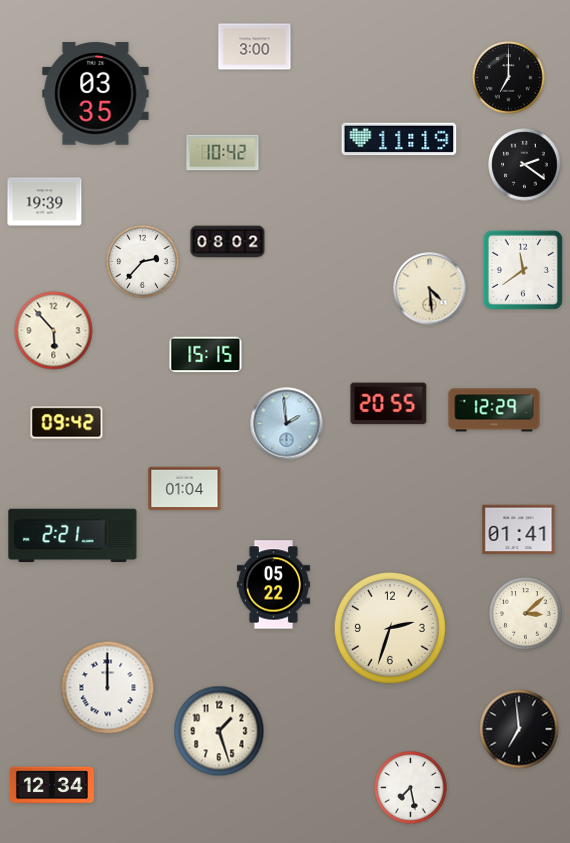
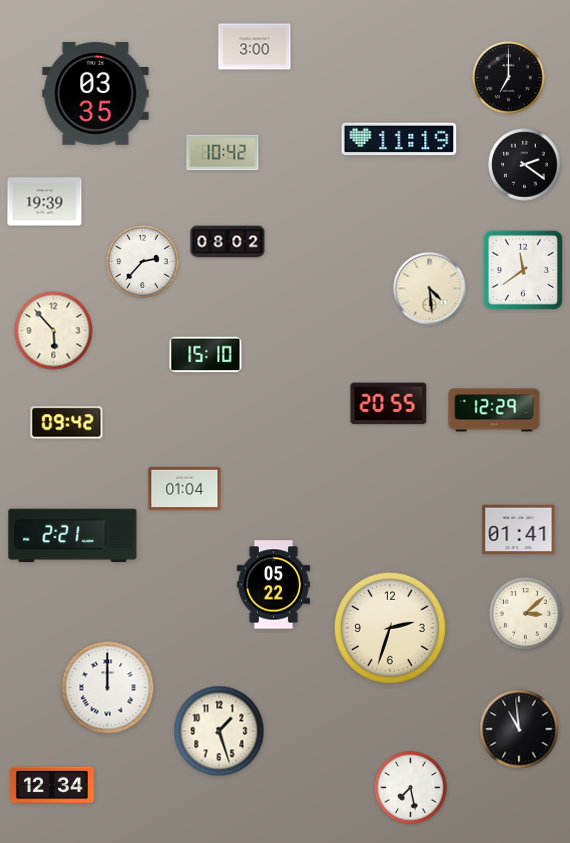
clock at (206, 355): 15:15 -> 15:10
clock at (287, 424): 1:59 -> none
clock at (519, 729): 6:59 -> 10:59
